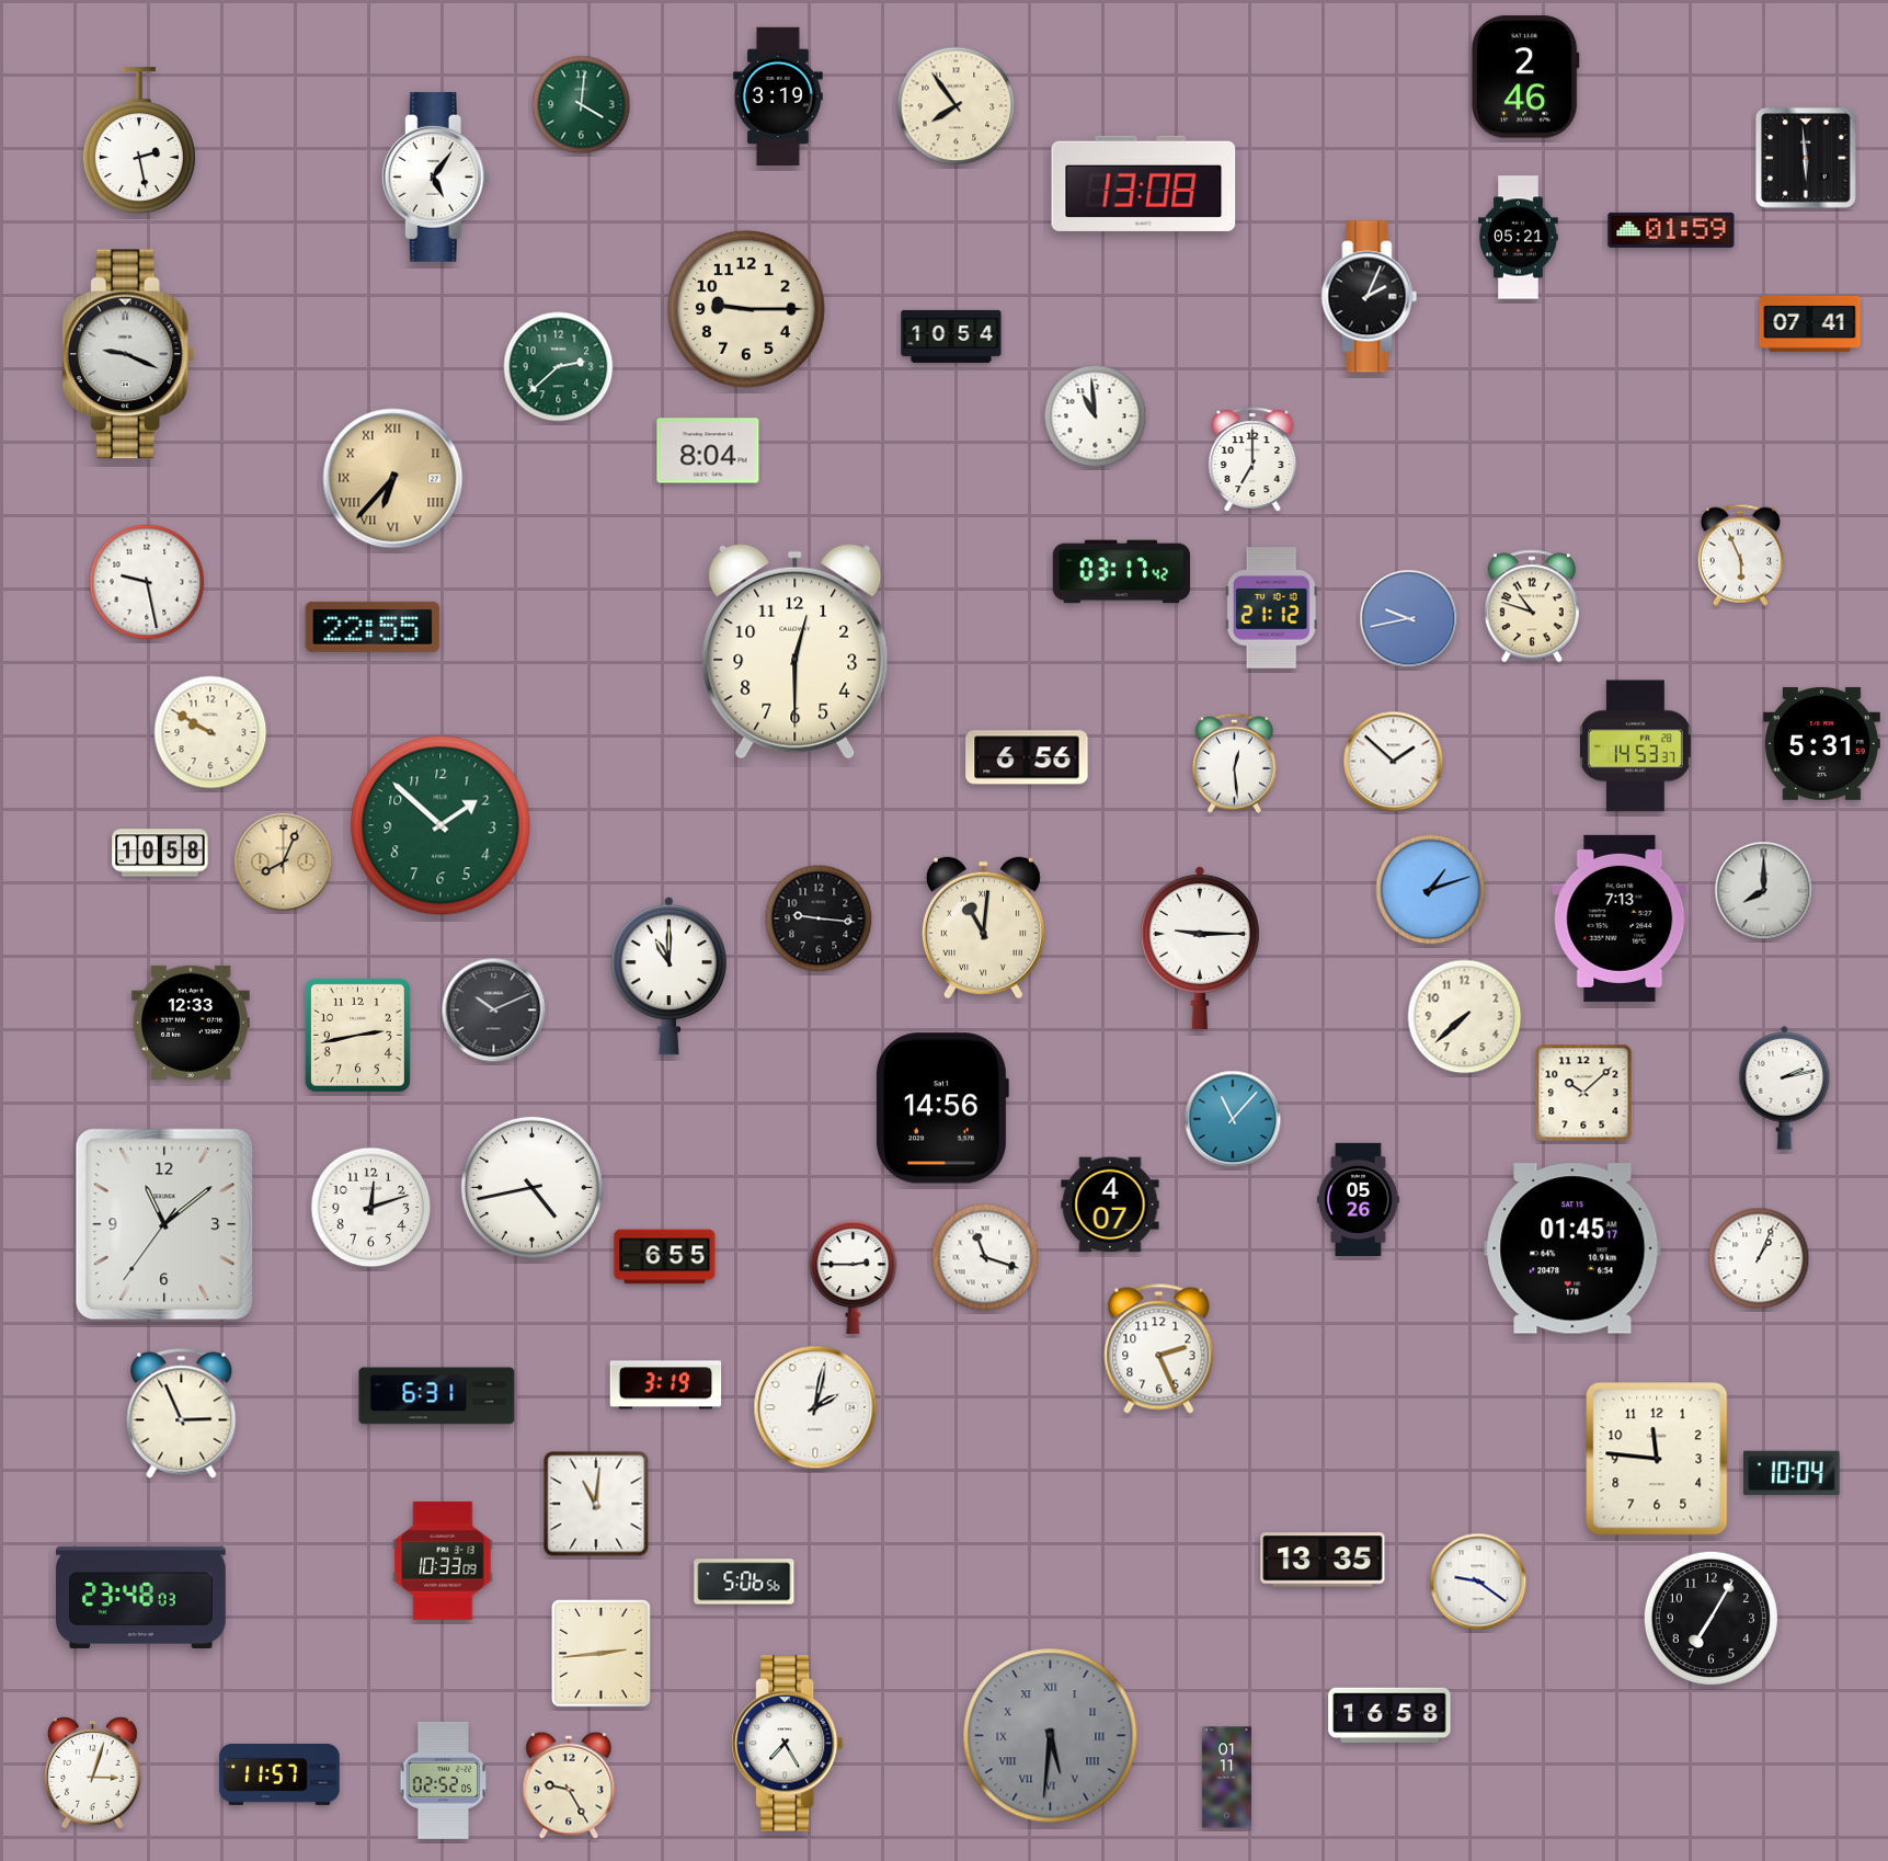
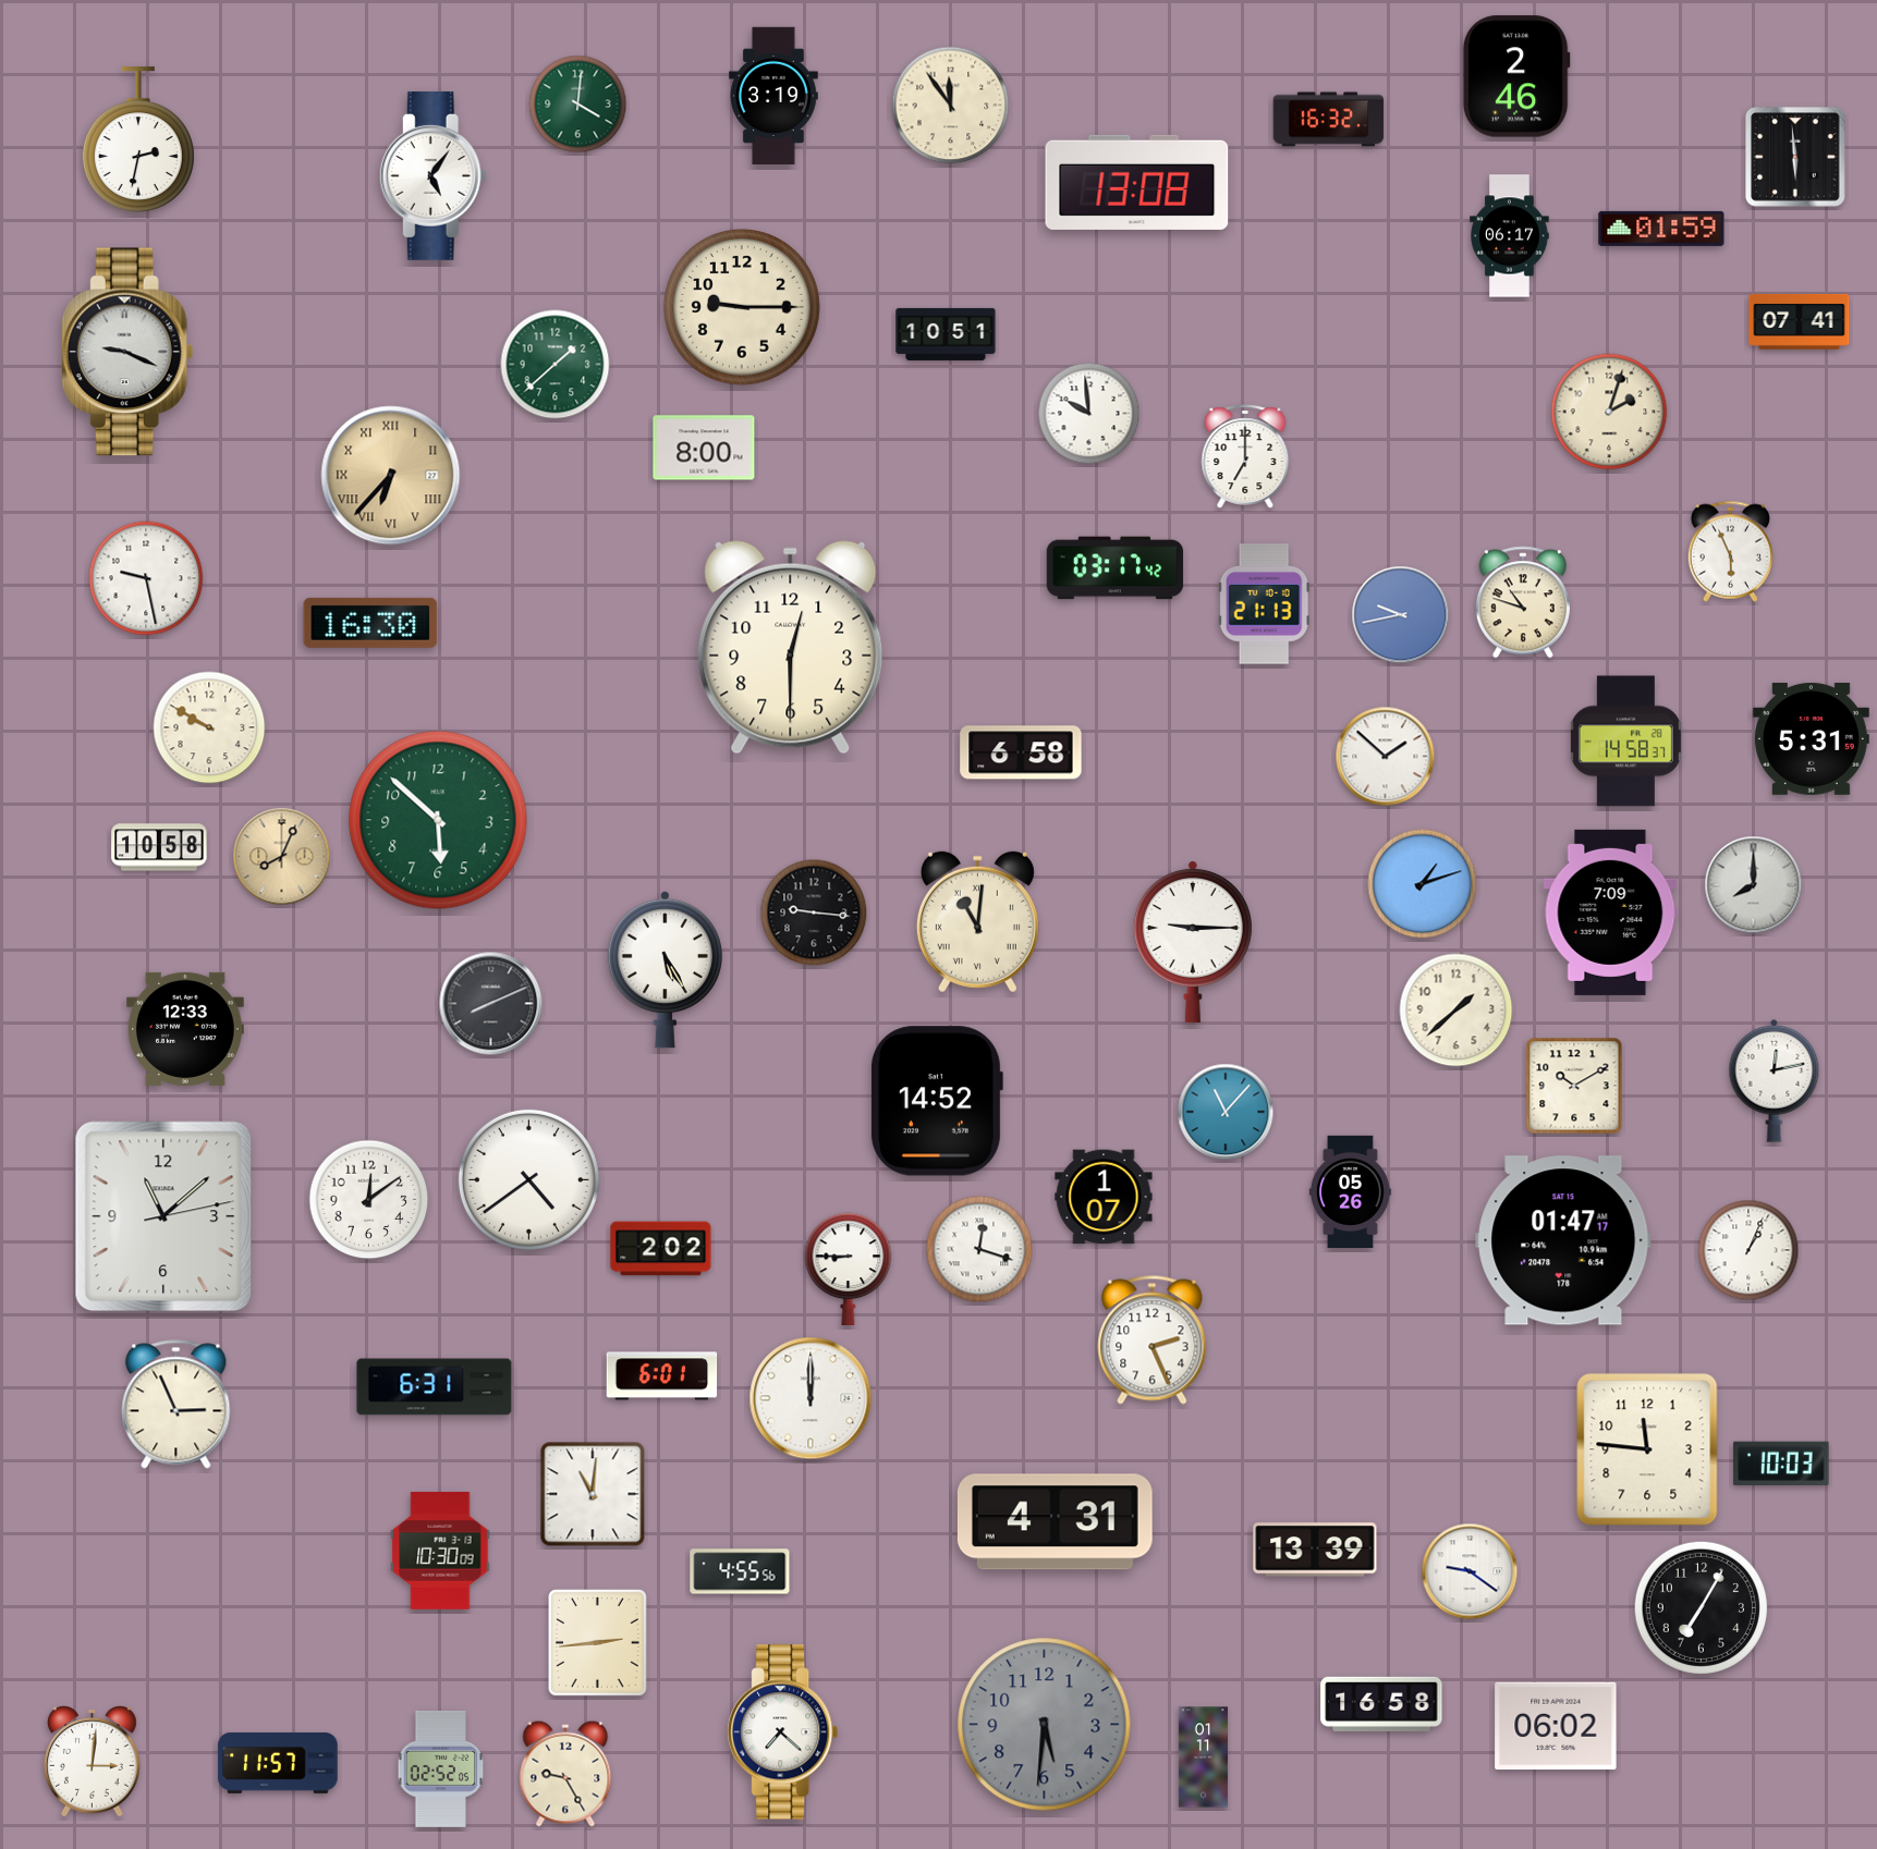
clock at (957, 106): 7:54 -> 11:54
clock at (1329, 120): none -> 16:32
clock at (139, 140): 2:28 -> 2:32
clock at (1519, 238): 05:21 -> 06:17
clock at (1370, 297): 2:04 -> none
clock at (951, 336): 10:54 -> 10:51
clock at (559, 367): 2:38 -> 1:38
clock at (1609, 412): none -> 2:03
clock at (1096, 416): 10:59 -> 9:59
clock at (708, 450): 8:04 -> 8:00
clock at (1271, 608): 21:12 -> 21:13
clock at (373, 627): 22:55 -> 16:30
clock at (1635, 746): 14:53 -> 14:58
clock at (1027, 757): 6:56 -> 6:58
clock at (1234, 763): 12:29 -> none
clock at (440, 825): 1:52 -> 5:52
clock at (1620, 918): 7:13 -> 7:09
clock at (670, 975): 11:00 -> 5:25
clock at (494, 1011): 10:11 -> 8:11
clock at (1465, 1017): 7:38 -> 1:38
clock at (192, 1023) position: (192, 1023) -> (186, 1029)
clock at (357, 1035): 2:43 -> none
clock at (1785, 1087): 2:13 -> 12:13
clock at (1583, 1093): 10:08 -> 10:10
clock at (942, 1108): 14:56 -> 14:52
clock at (531, 1187): 4:43 -> 4:39
clock at (1110, 1204): 4:07 -> 1:07
clock at (371, 1208): 12:12 -> 12:09
clock at (164, 1224): 11:08:36 -> 11:08:13
clock at (1572, 1248): 01:45 -> 01:47
clock at (665, 1257): 6:55 -> 2:02
clock at (985, 1257): 11:18 -> 12:18
clock at (854, 1277): 2:45 -> 8:45
clock at (666, 1385): 3:19 -> 6:01
clock at (815, 1407): 2:02 -> 12:00
clock at (182, 1414) position: (182, 1414) -> (176, 1405)
clock at (1792, 1473): 10:04 -> 10:03
clock at (1055, 1522): none -> 4:31
clock at (1323, 1560): 13:35 -> 13:39
clock at (443, 1561): 10:33 -> 10:30
clock at (744, 1582): 5:06 -> 4:55
clock at (140, 1597): 23:48 -> none
clock at (1051, 1736) numerals: Roman -> Arabic
clock at (1556, 1726): none -> 06:02
clock at (788, 1744): 7:25 -> 7:22
clock at (92, 1772): 3:03 -> 3:01
clock at (1226, 1778) position: (1226, 1778) -> (1203, 1758)
